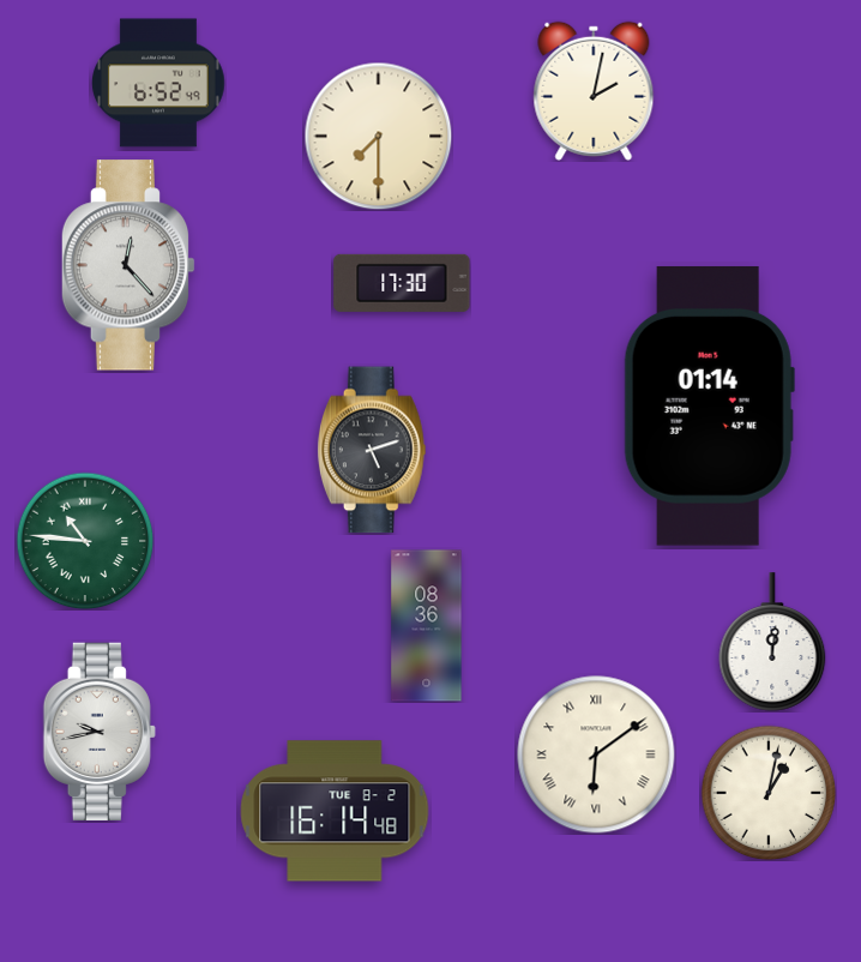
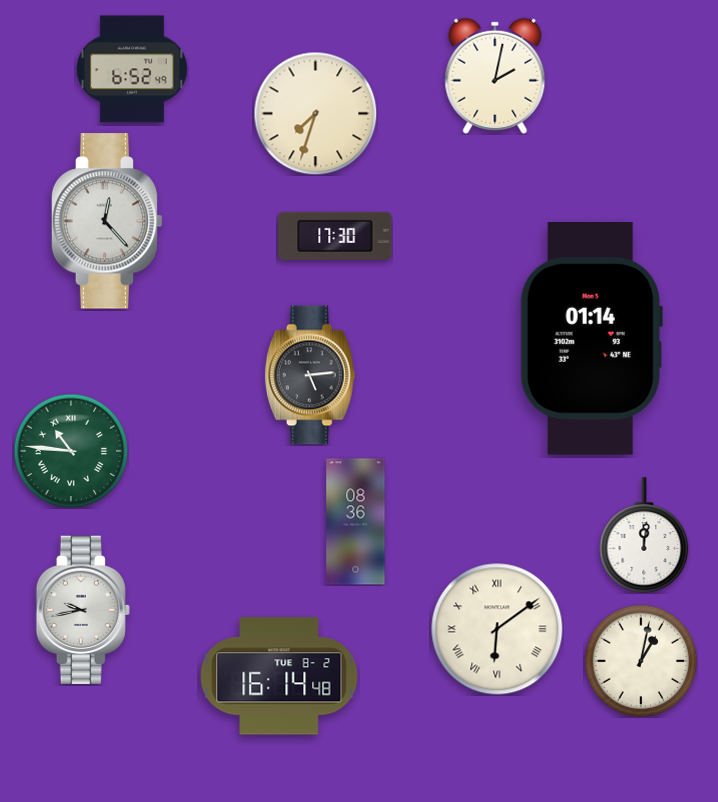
clock at (378, 136): 7:30 -> 7:33
clock at (372, 450): 5:12 -> 5:14
